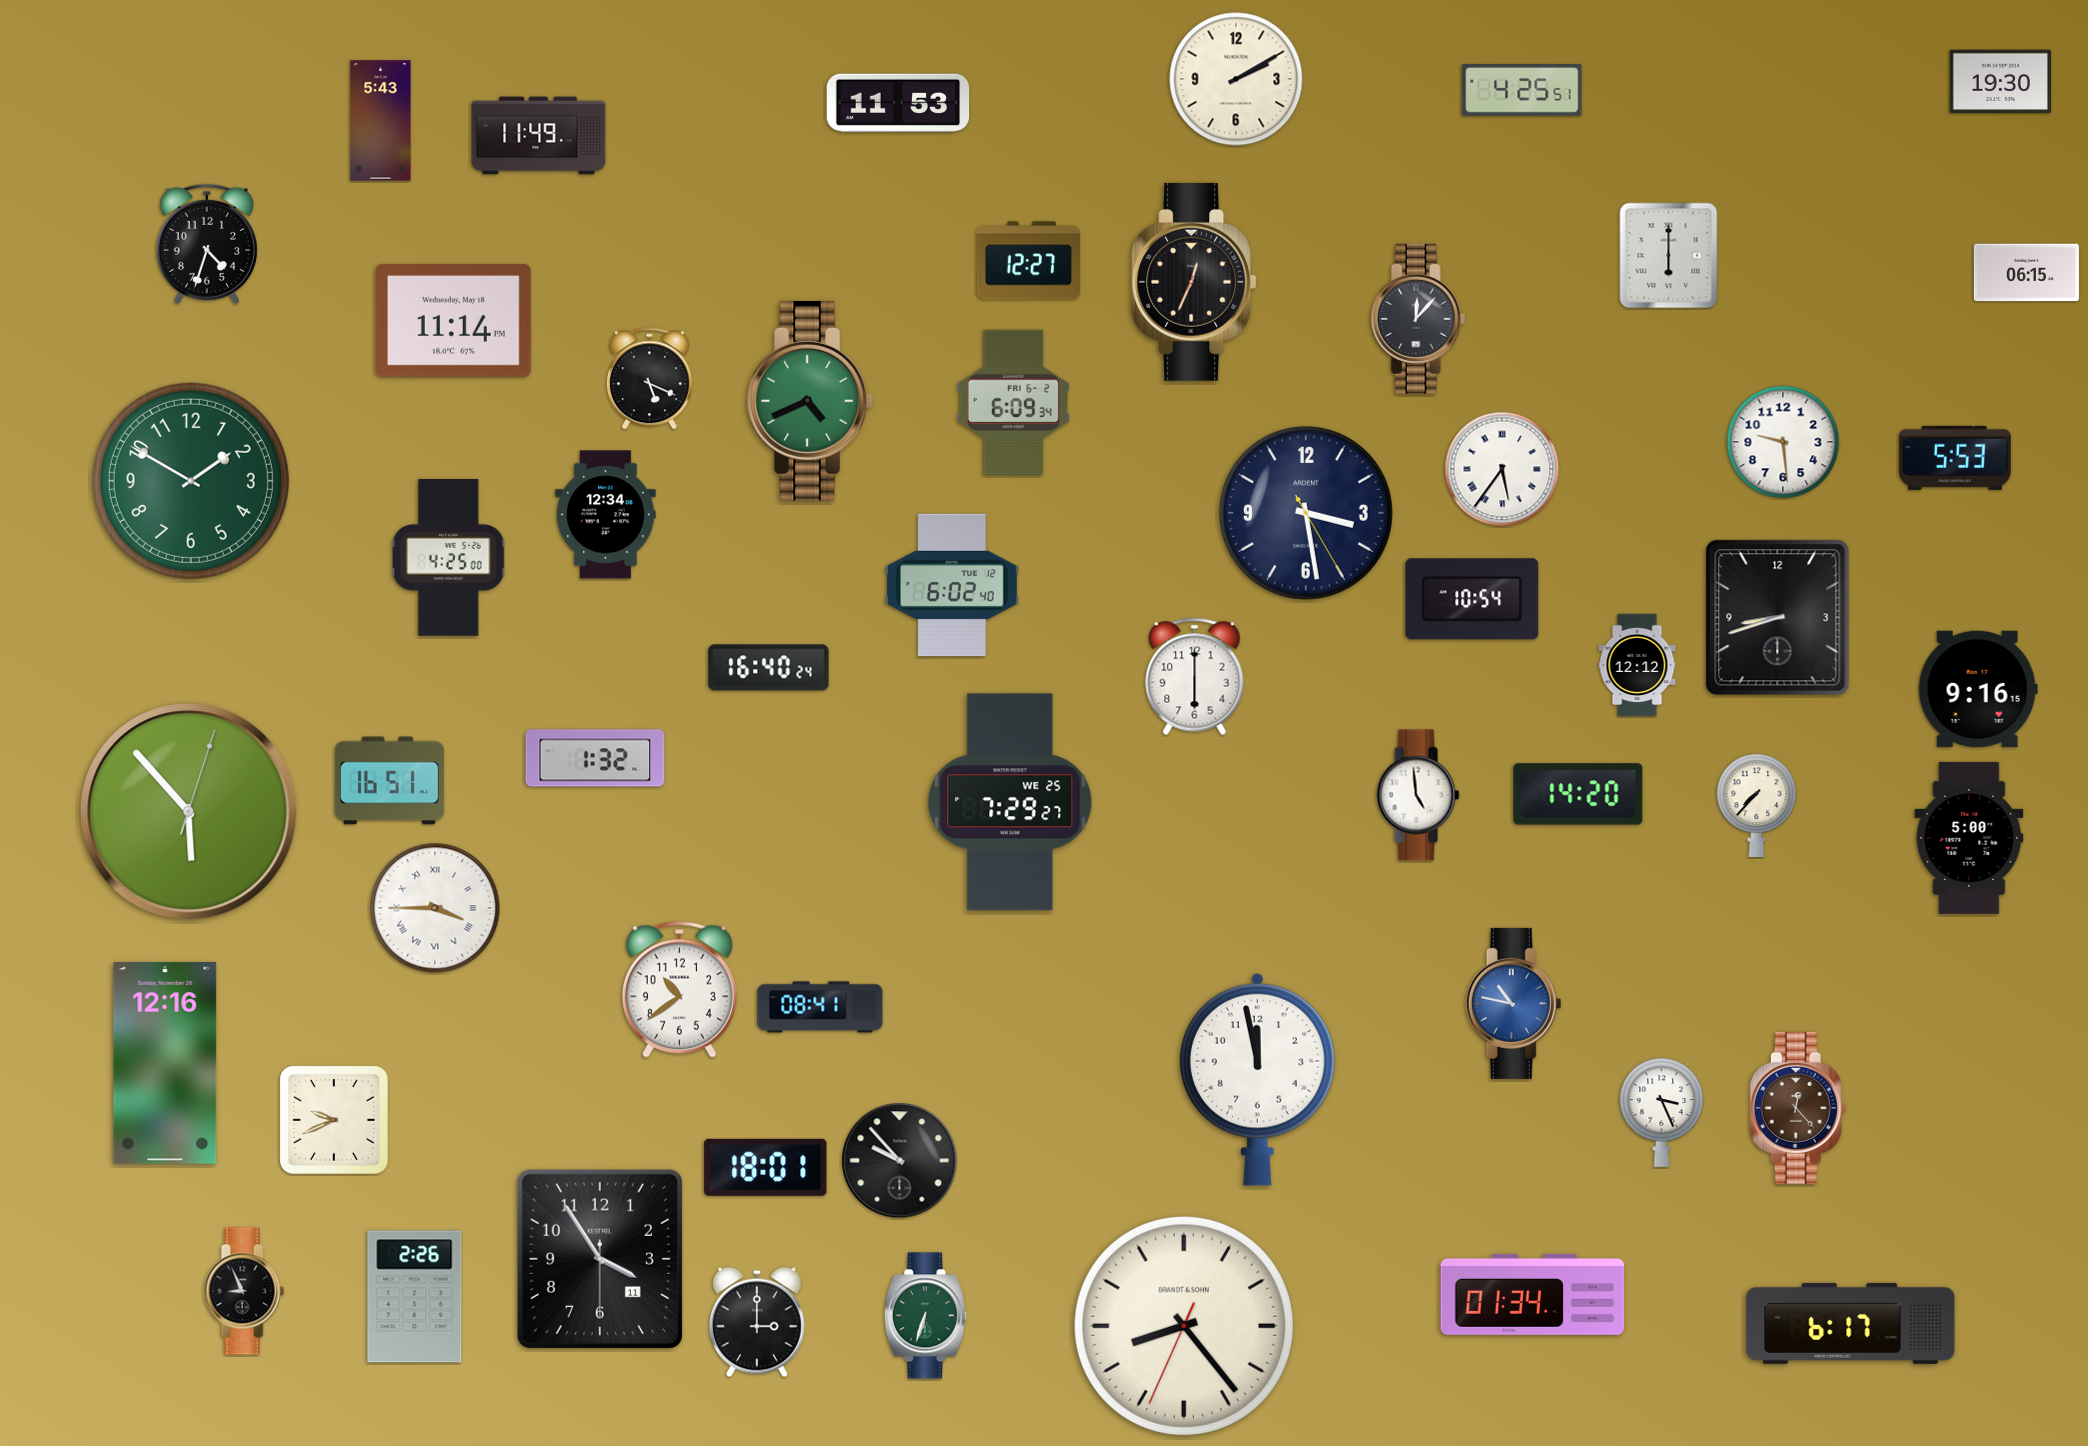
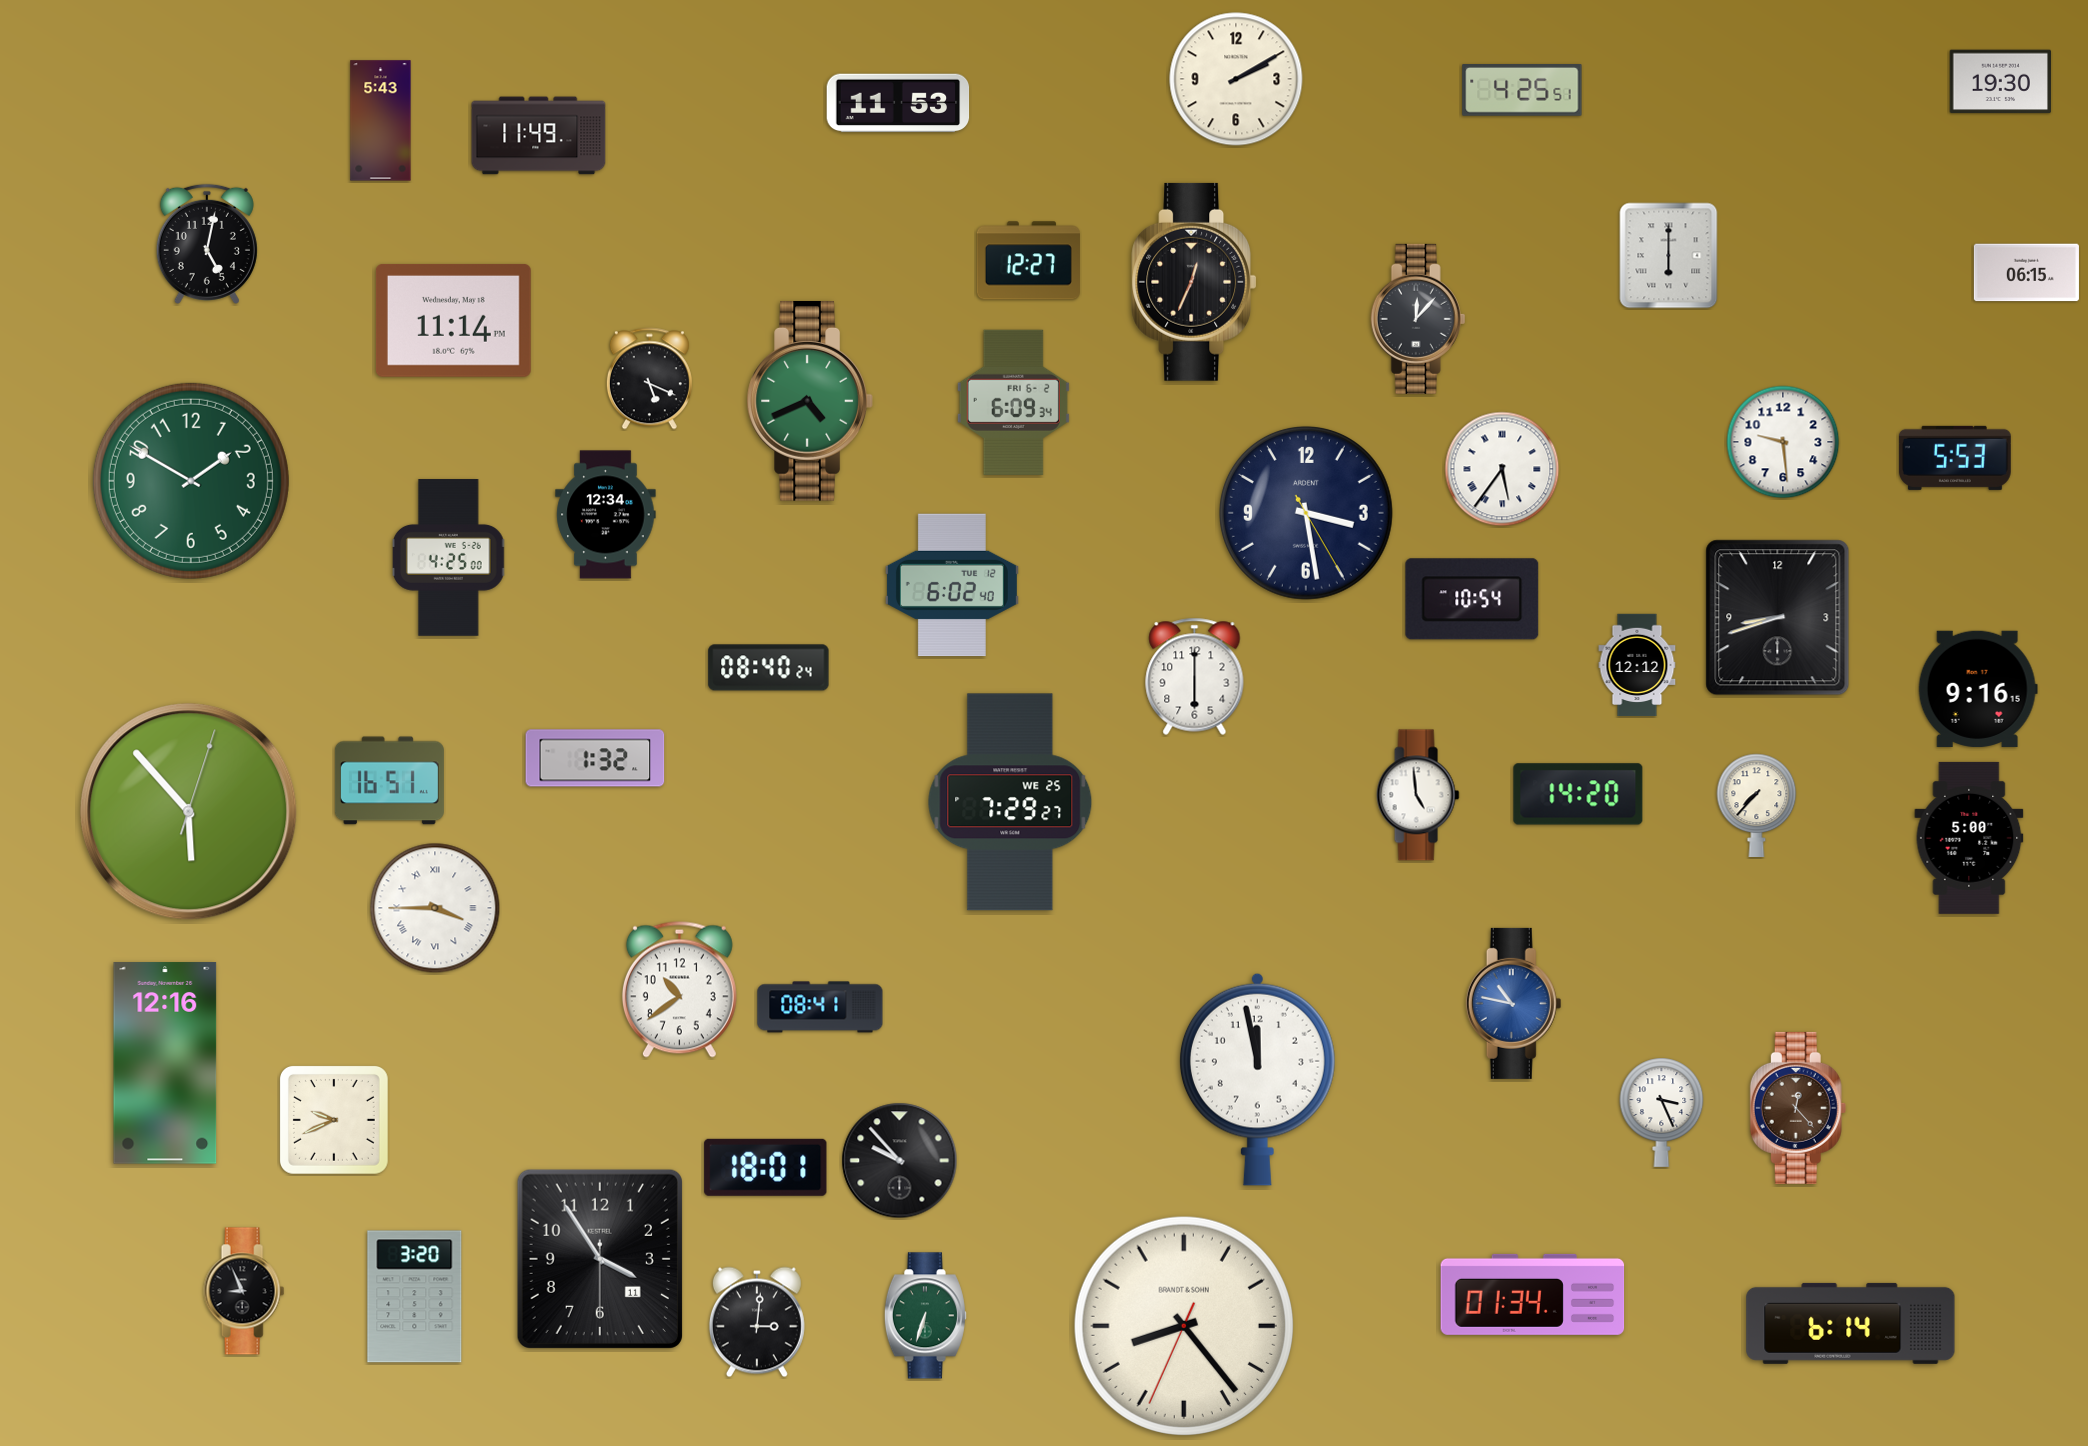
clock at (207, 244): 4:33 -> 5:02
clock at (769, 668): 16:40 -> 08:40
clock at (415, 1297): 2:26 -> 3:20
clock at (757, 1322): 3:00 -> 3:01
clock at (1851, 1323): 6:17 -> 6:14
